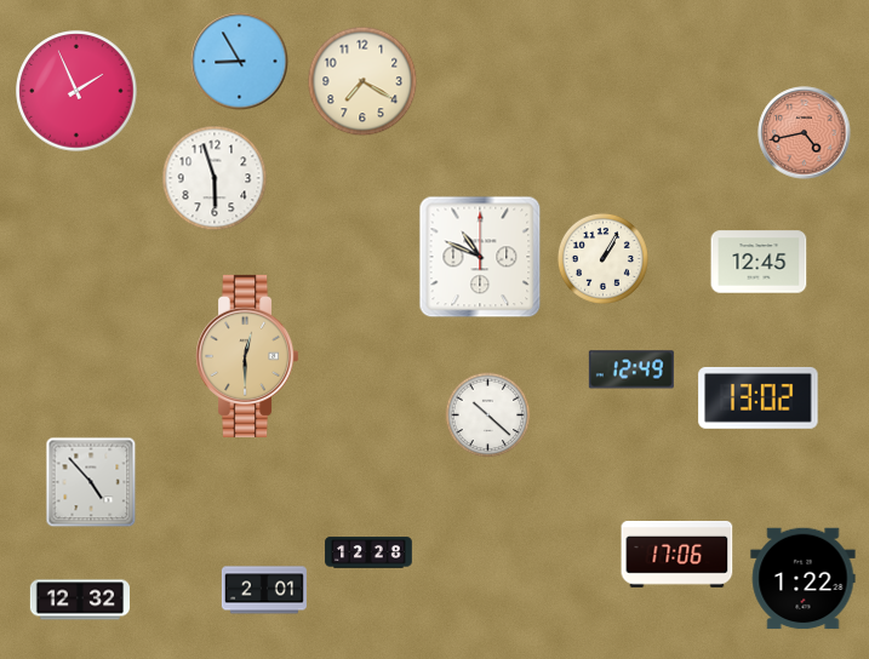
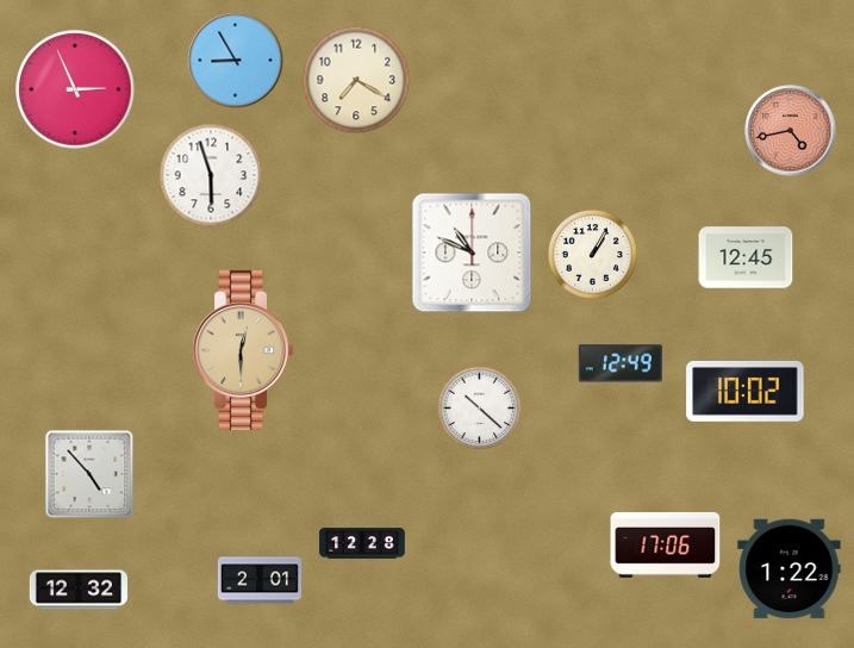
clock at (76, 91): 1:56 -> 2:56
clock at (759, 397): 13:02 -> 10:02
